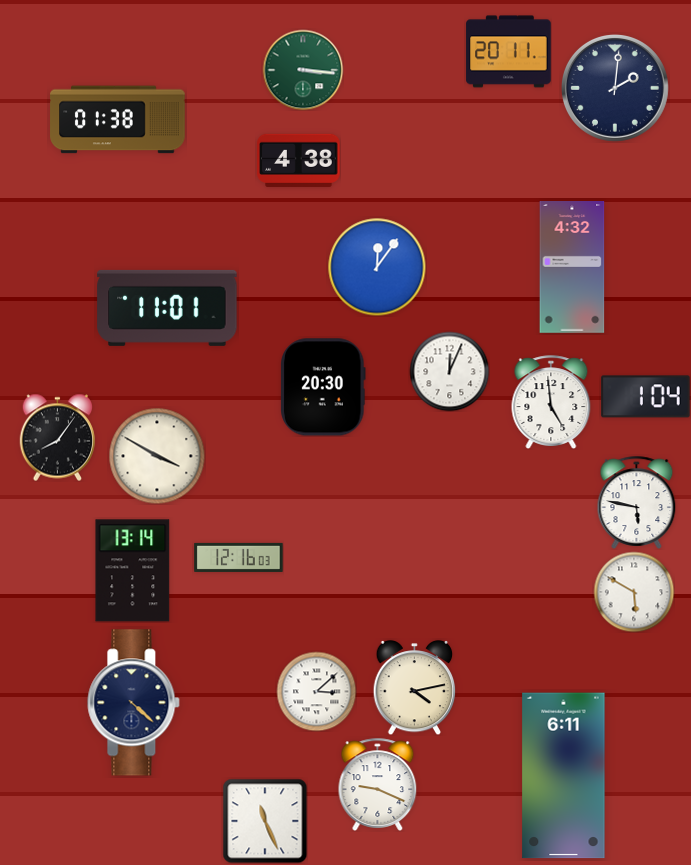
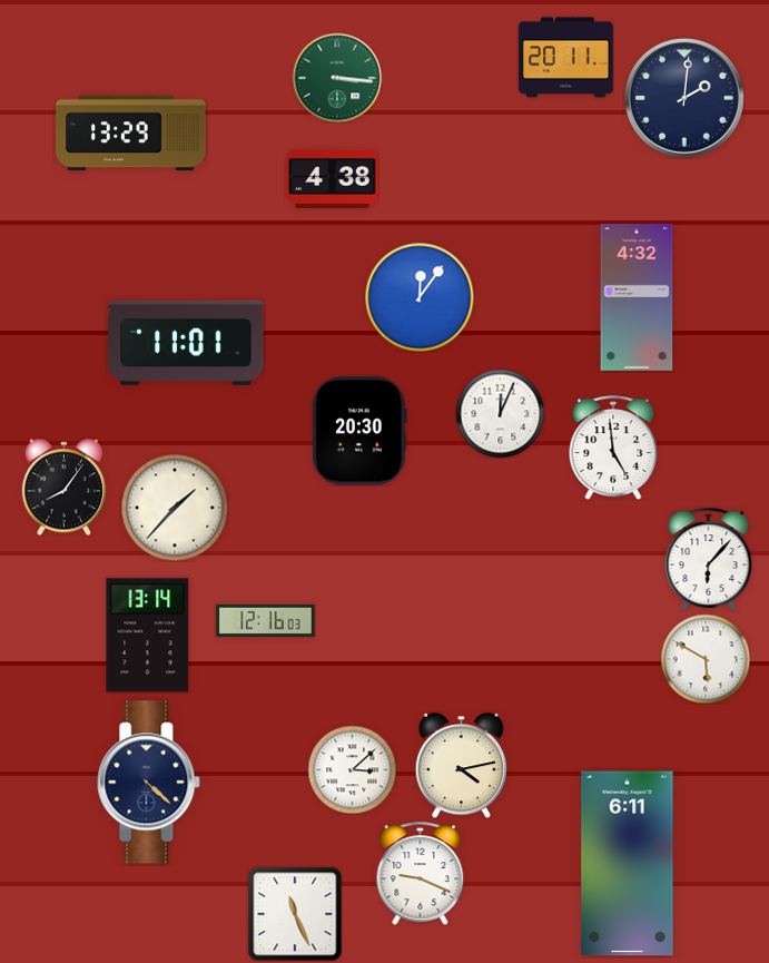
clock at (118, 120): 01:38 -> 13:29
clock at (646, 397): 1:04 -> none
clock at (157, 456): 3:50 -> 1:37
clock at (637, 502): 5:47 -> 6:07
